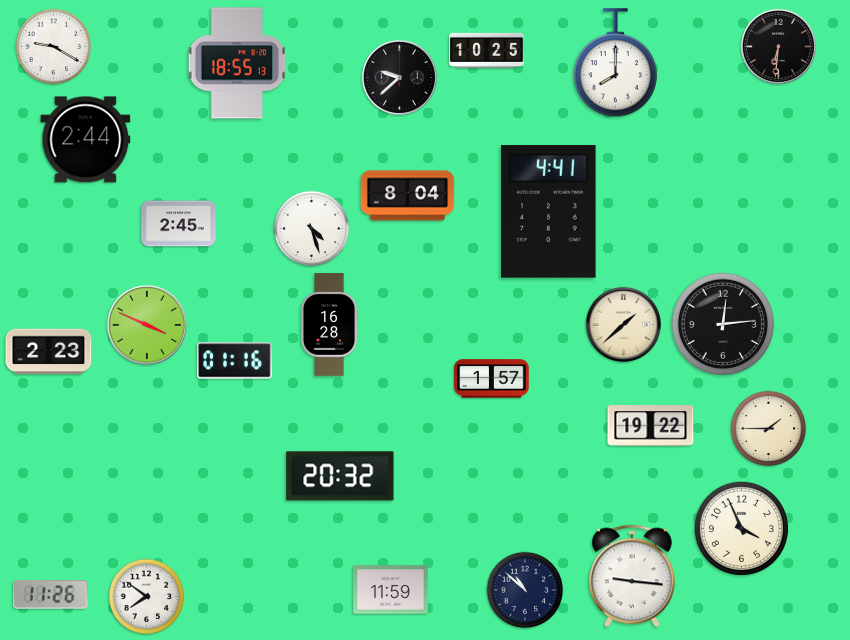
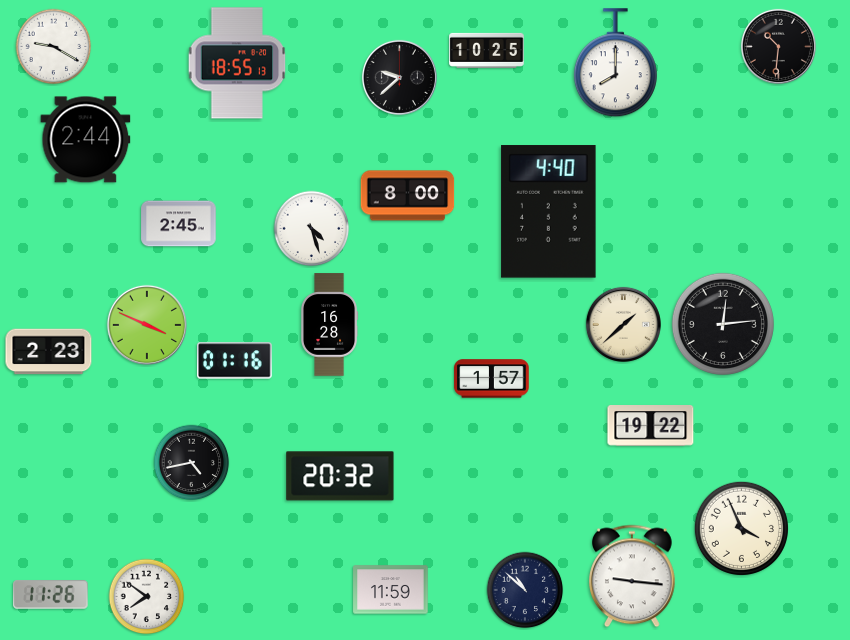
clock at (778, 46): 6:31 -> 10:31
clock at (408, 196): 8:04 -> 8:00
clock at (549, 212): 4:41 -> 4:40
clock at (769, 429): 1:45 -> none
clock at (192, 463): none -> 4:43
